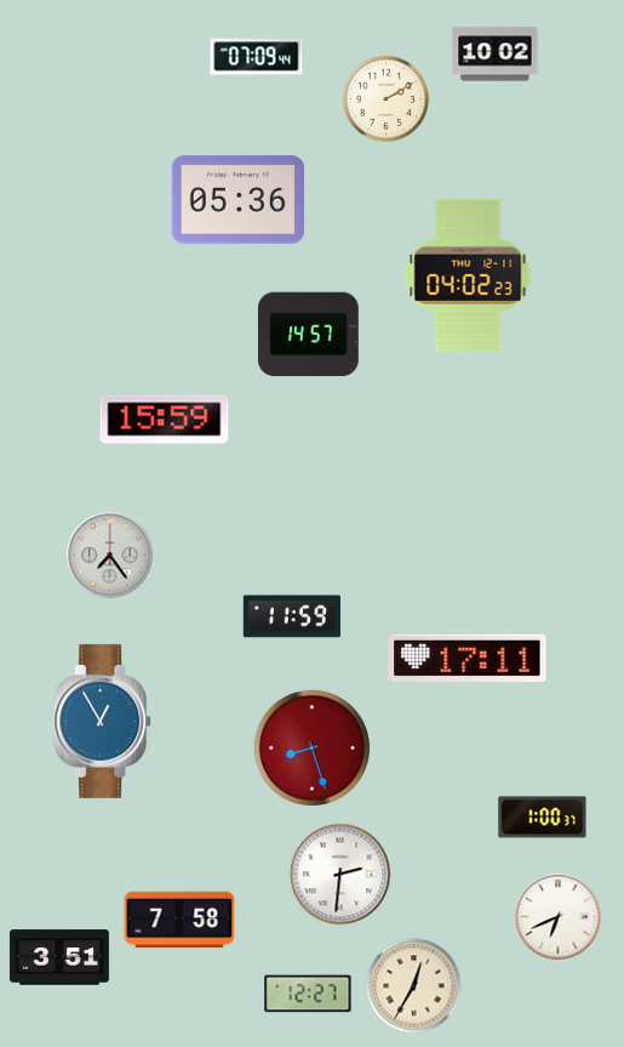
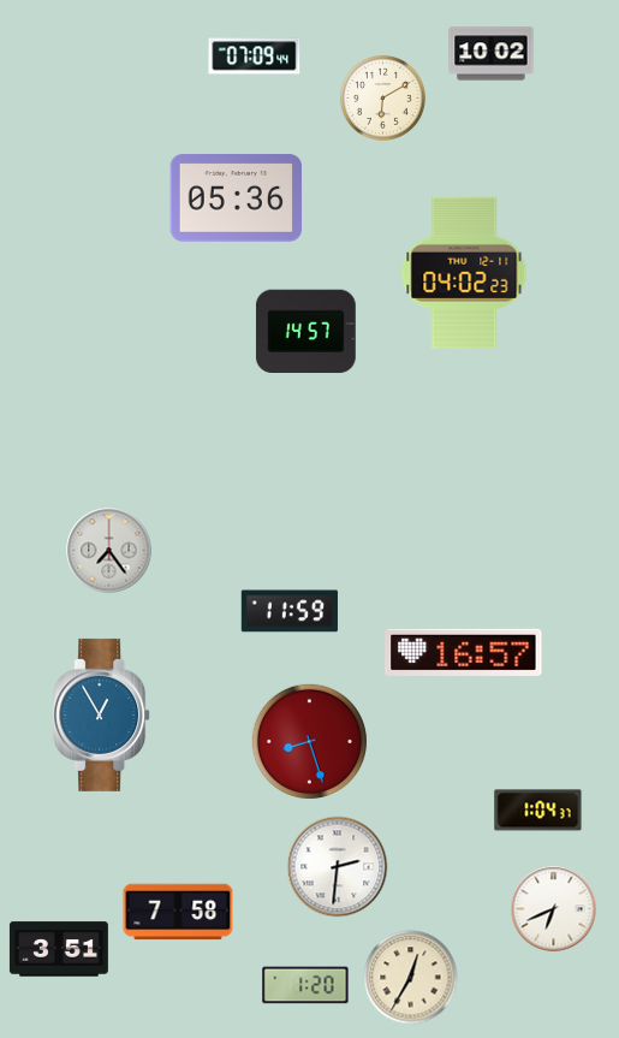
clock at (385, 98): 2:10 -> 6:10
clock at (165, 420): 15:59 -> none
clock at (468, 658): 17:11 -> 16:57
clock at (543, 818): 1:00 -> 1:04
clock at (308, 994): 12:27 -> 1:20
